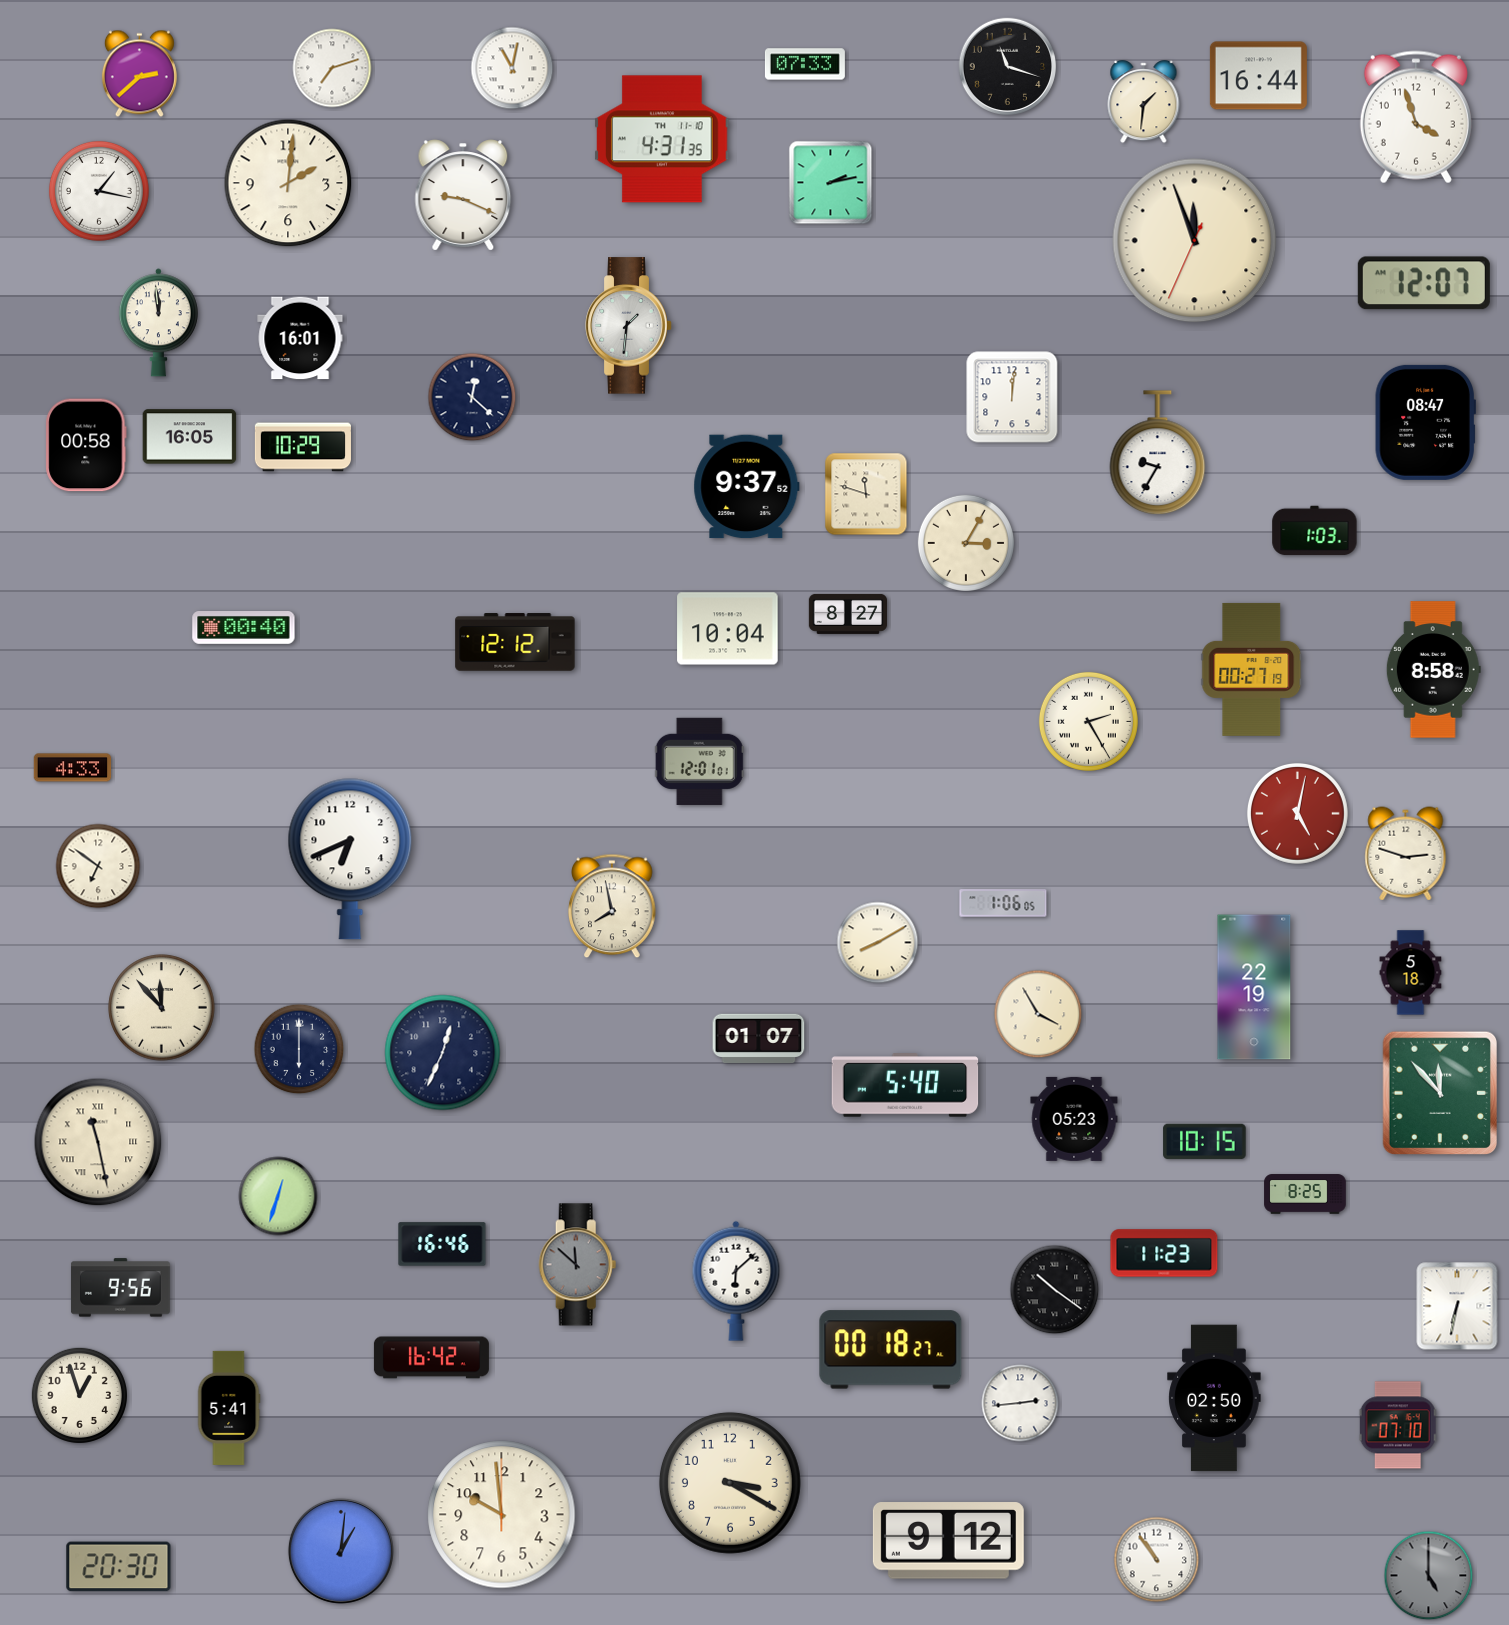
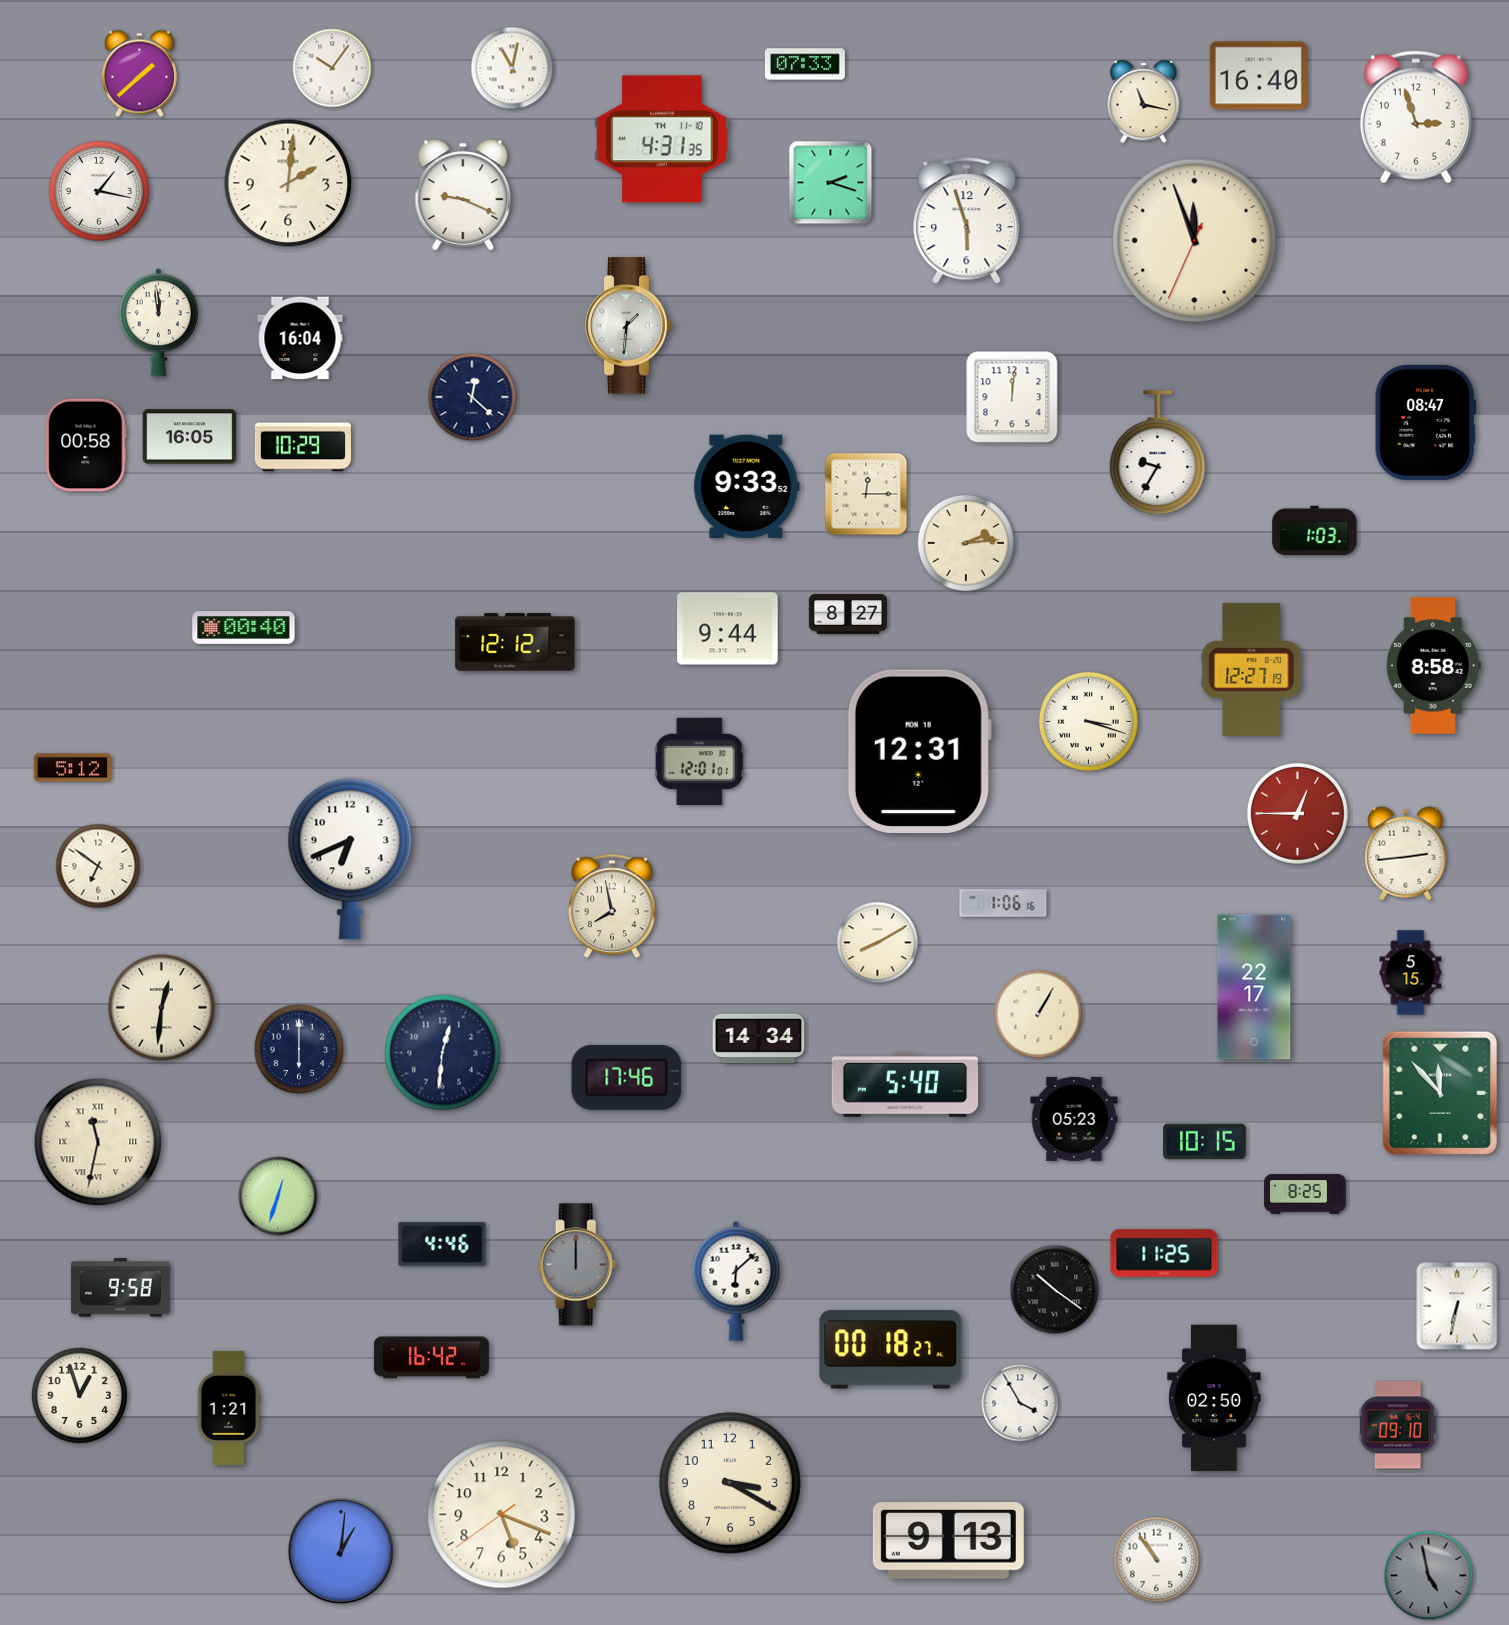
clock at (1007, 66): 11:18 -> none
clock at (332, 68): 7:12 -> 10:06
clock at (139, 74): 2:38 -> 1:38
clock at (1258, 76): 16:44 -> 16:40
clock at (1144, 102): 1:31 -> 11:17
clock at (1416, 117): 3:57 -> 2:57
clock at (831, 183): 2:13 -> 2:18
clock at (967, 221): none -> 5:57
clock at (1424, 283): 12:07 -> none
clock at (300, 338): 16:01 -> 16:04
clock at (747, 487): 9:37 -> 9:33
clock at (866, 494): 11:48 -> 12:15
clock at (966, 543): 3:05 -> 2:14
clock at (728, 629): 10:04 -> 9:44
clock at (1252, 669): 00:27 -> 12:27
clock at (1433, 670) position: (1433, 670) -> (1433, 666)
clock at (1088, 721): 2:25 -> 3:18
clock at (919, 752): none -> 12:31
clock at (73, 768): 4:33 -> 5:12
clock at (1297, 813): 5:02 -> 12:45
clock at (1406, 854): 2:48 -> 2:44
clock at (1003, 903): 1:06:05 -> 1:06:16
clock at (1411, 973): 5:18 -> 5:15
clock at (1254, 987): 22:19 -> 22:17
clock at (162, 1008): 11:53 -> 12:31
clock at (1038, 1014): 3:55 -> 1:05
clock at (759, 1038): 01:07 -> 14:34
clock at (443, 1053): 12:34 -> 12:31
clock at (627, 1077): none -> 17:46
clock at (98, 1142): 11:28 -> 11:32
clock at (442, 1244): 16:46 -> 4:46
clock at (1164, 1253): 11:23 -> 11:25
clock at (578, 1265): 11:52 -> 12:00
clock at (120, 1288): 9:56 -> 9:58
clock at (1020, 1403): 2:44 -> 3:55
clock at (229, 1408): 5:41 -> 1:21
clock at (1398, 1425): 07:10 -> 09:10
clock at (502, 1515): 9:59 -> 5:18
clock at (948, 1541): 9:12 -> 9:13
clock at (119, 1567): 20:30 -> none
clock at (1429, 1576): 5:00 -> 4:58
